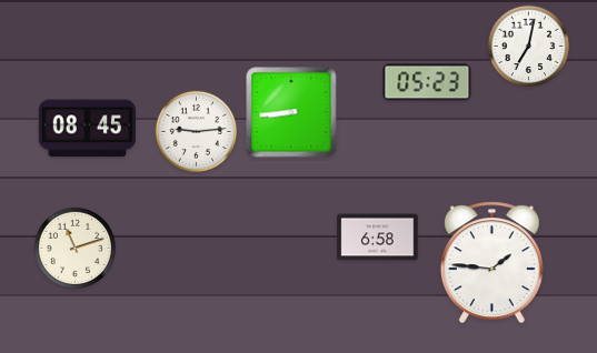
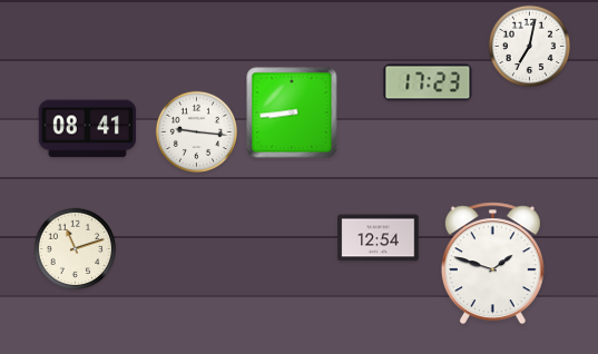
clock at (427, 82): 05:23 -> 17:23
clock at (87, 129): 08:45 -> 08:41
clock at (196, 131): 9:14 -> 9:16
clock at (378, 238): 6:58 -> 12:54
clock at (491, 263): 1:46 -> 1:48
